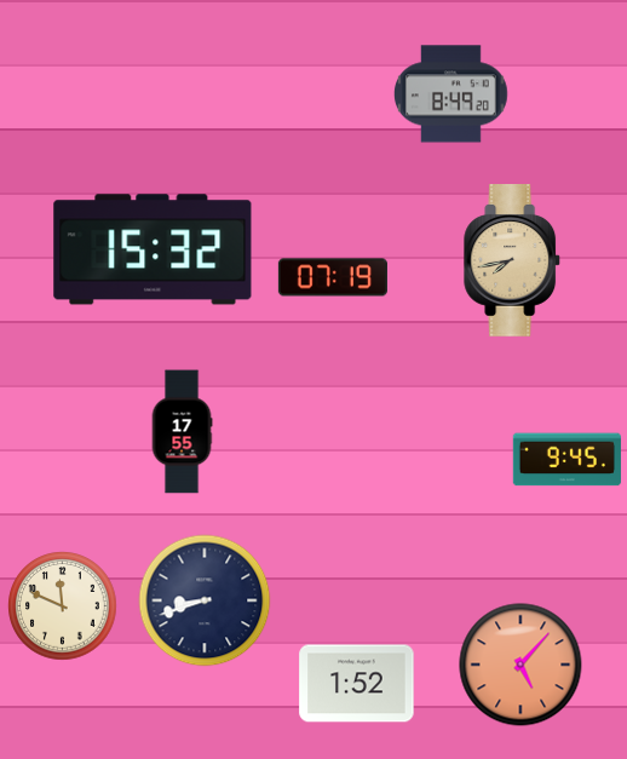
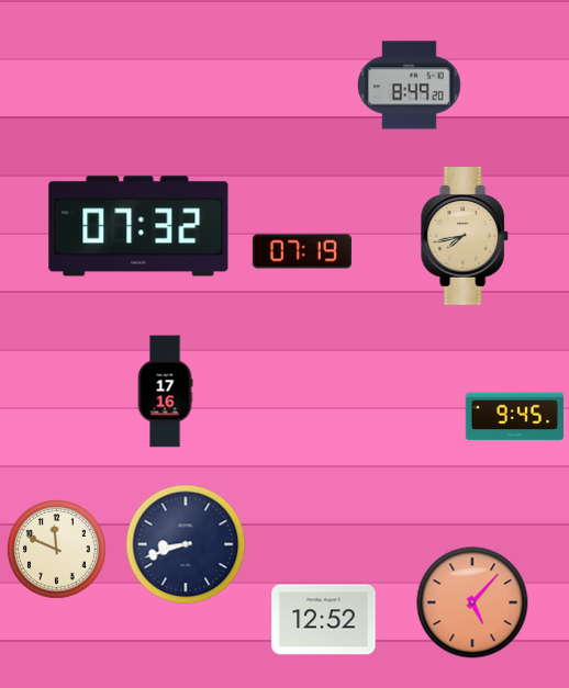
clock at (153, 249): 15:32 -> 07:32
clock at (182, 432): 17:55 -> 17:16
clock at (357, 684): 1:52 -> 12:52
